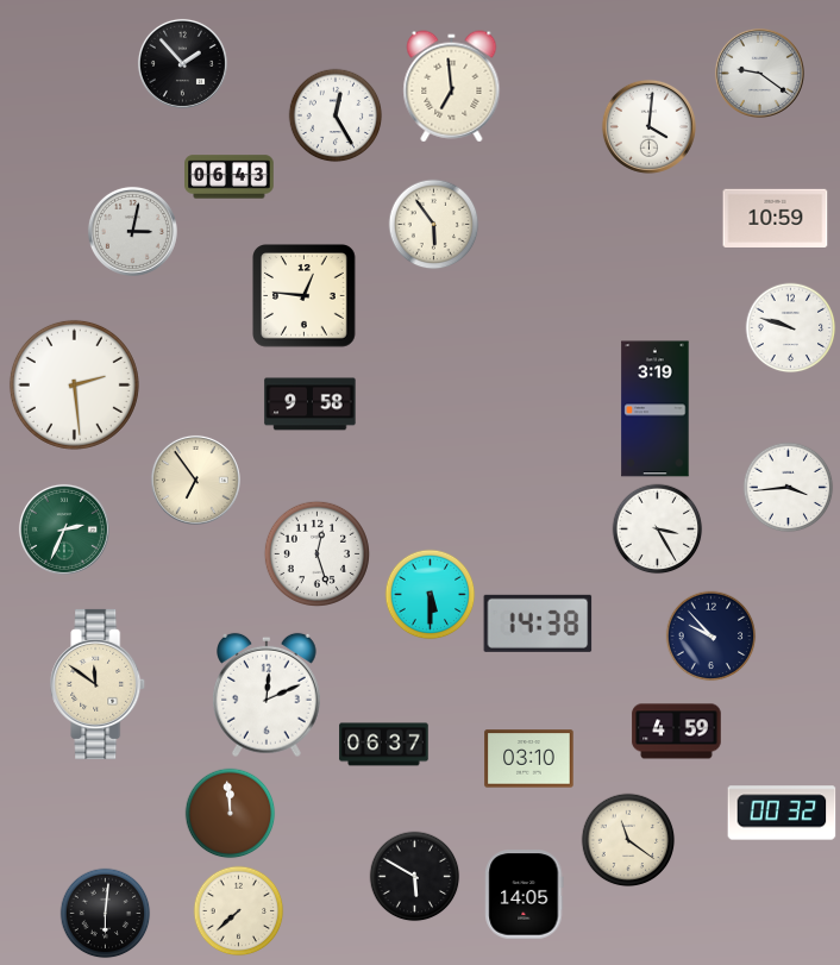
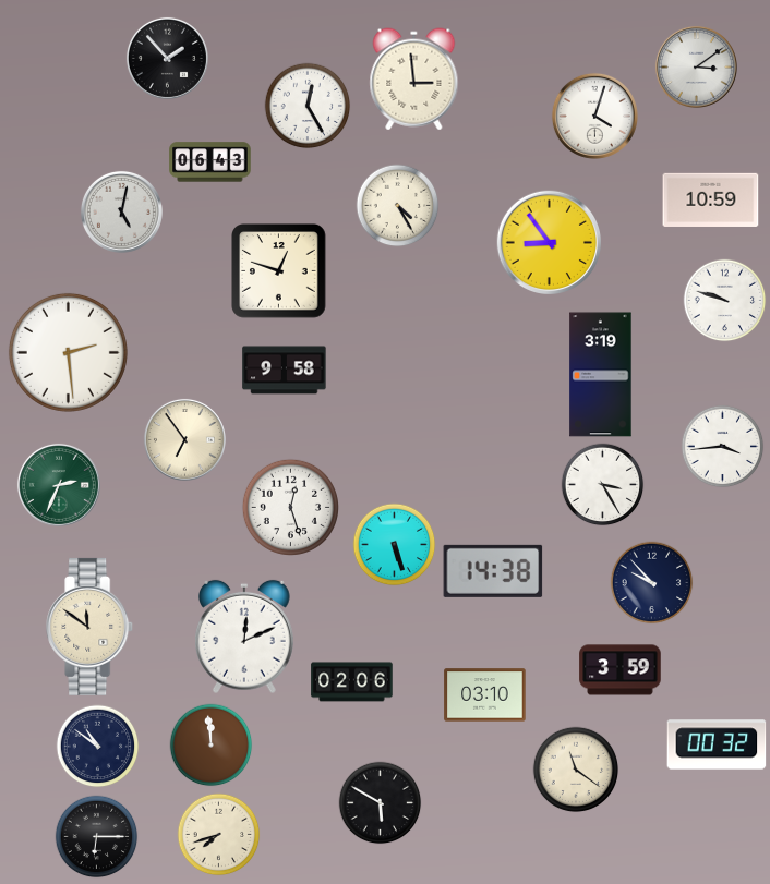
clock at (759, 73): 9:21 -> 3:09
clock at (452, 87): 6:59 -> 2:59
clock at (648, 126): 4:01 -> 4:03
clock at (434, 225): 5:54 -> 4:25
clock at (132, 231): 3:02 -> 5:02
clock at (549, 242): none -> 8:54
clock at (305, 296): 12:46 -> 12:48
clock at (195, 480) position: (195, 480) -> (184, 439)
clock at (431, 595): 5:30 -> 5:27
clock at (677, 732): 4:59 -> 3:59
clock at (384, 745): 06:37 -> 02:06
clock at (98, 747): none -> 10:51
clock at (525, 895): 14:05 -> none
clock at (239, 911): 7:38 -> 7:42
clock at (106, 914): 6:01 -> 6:15
